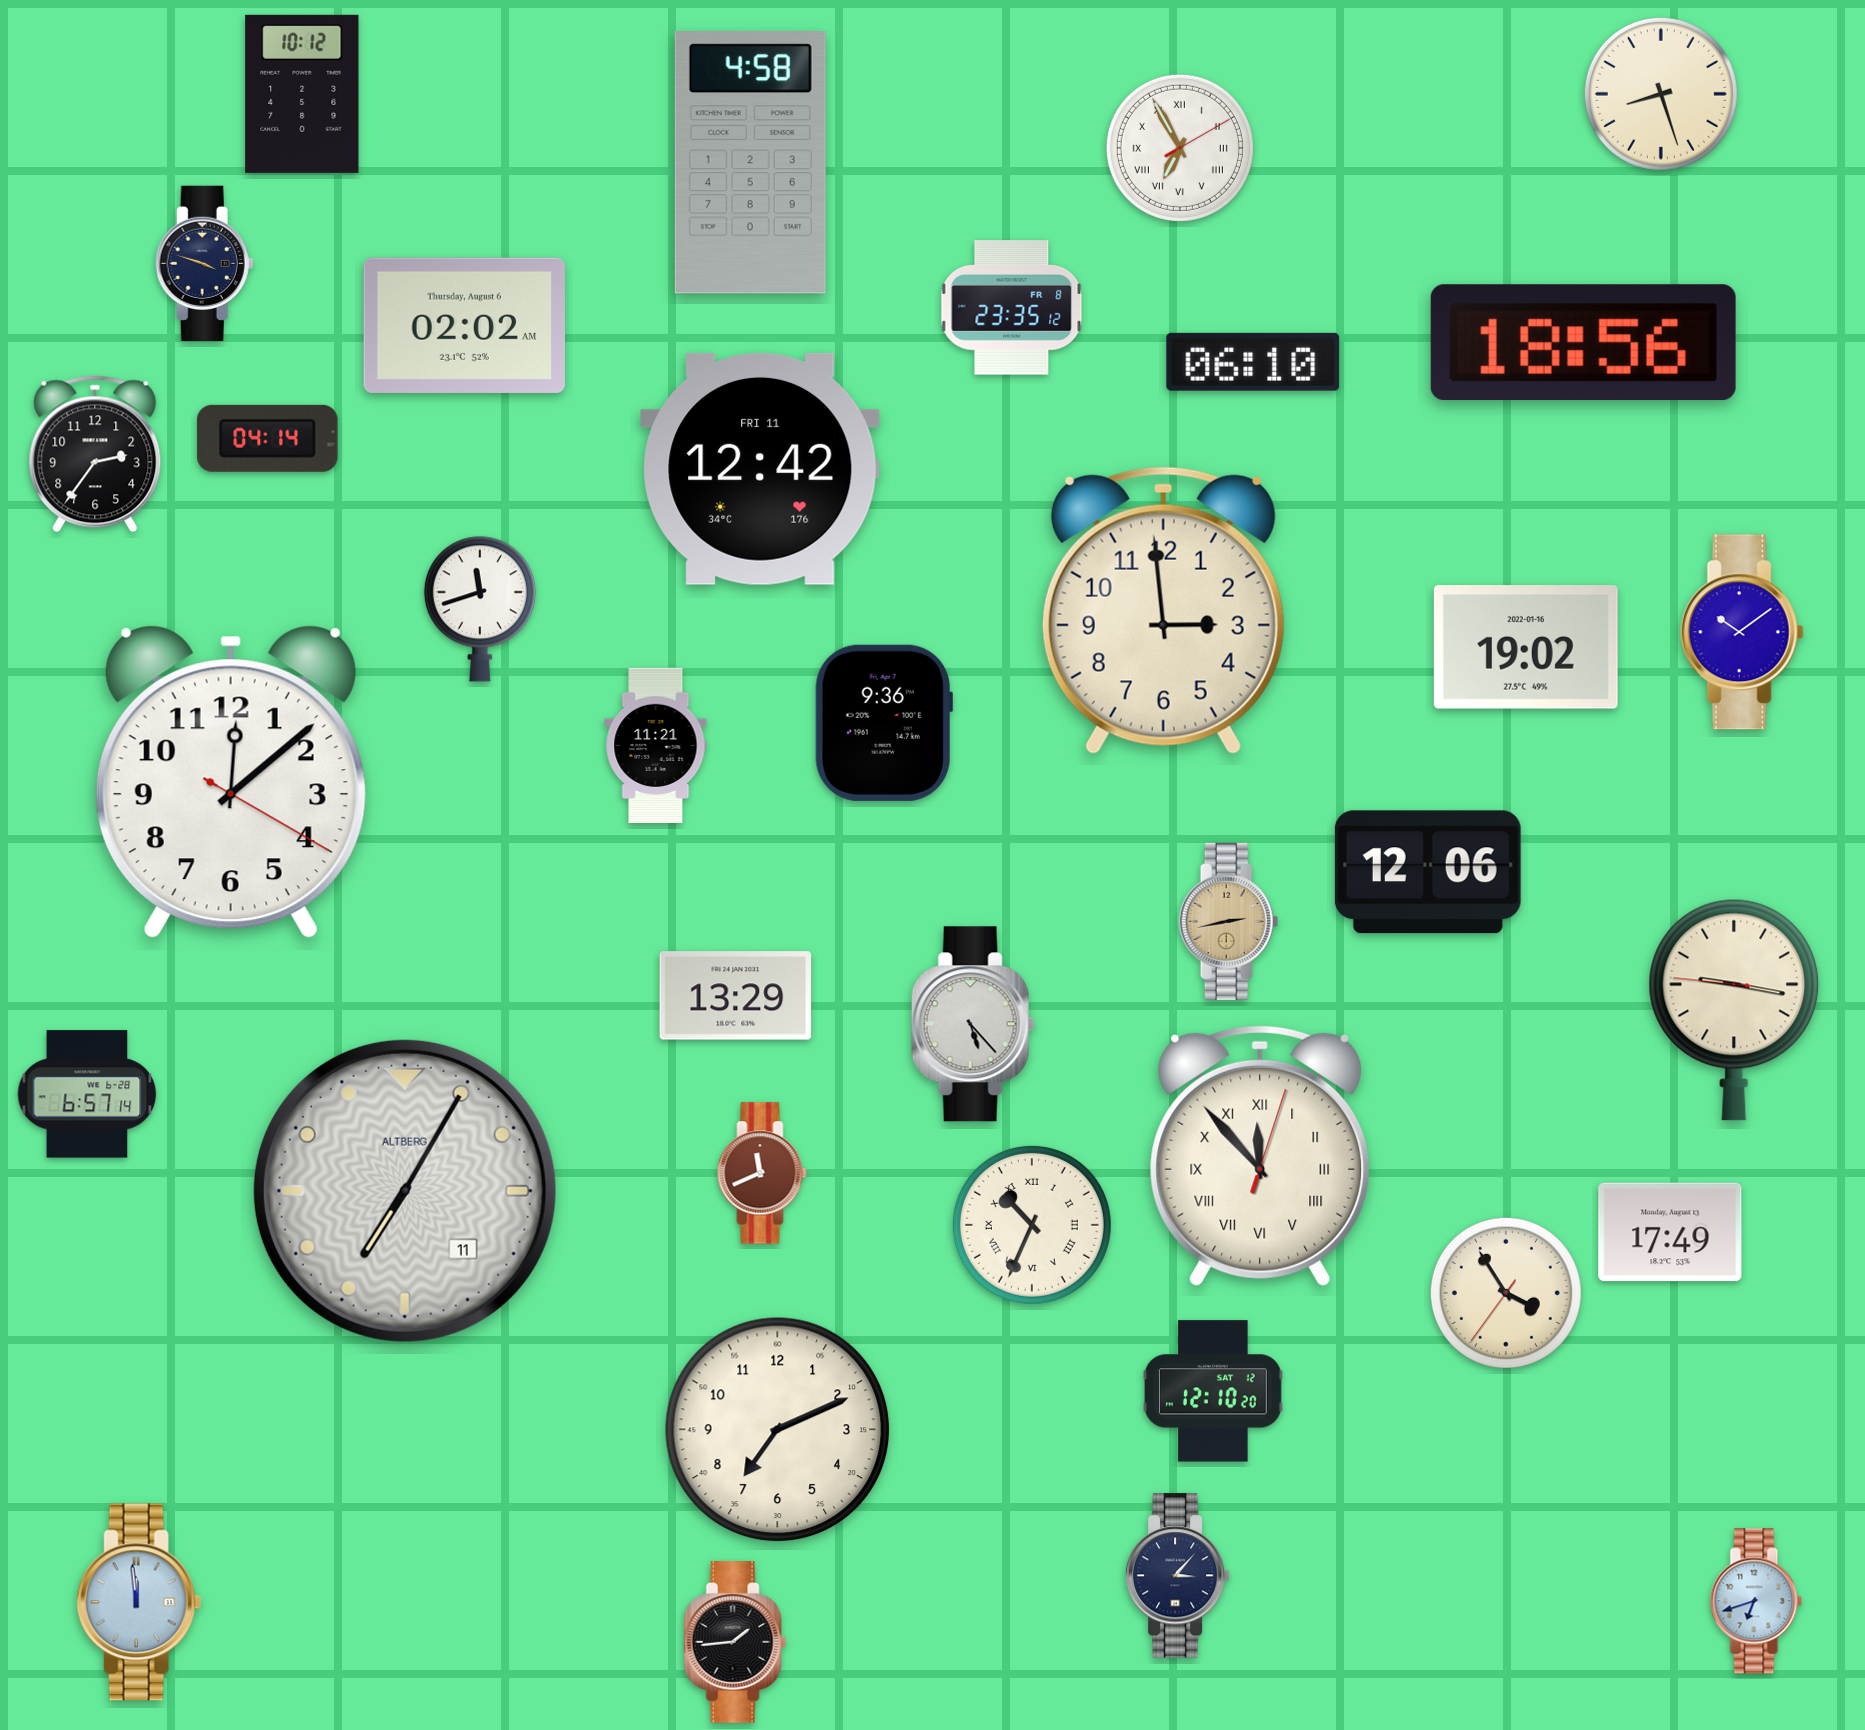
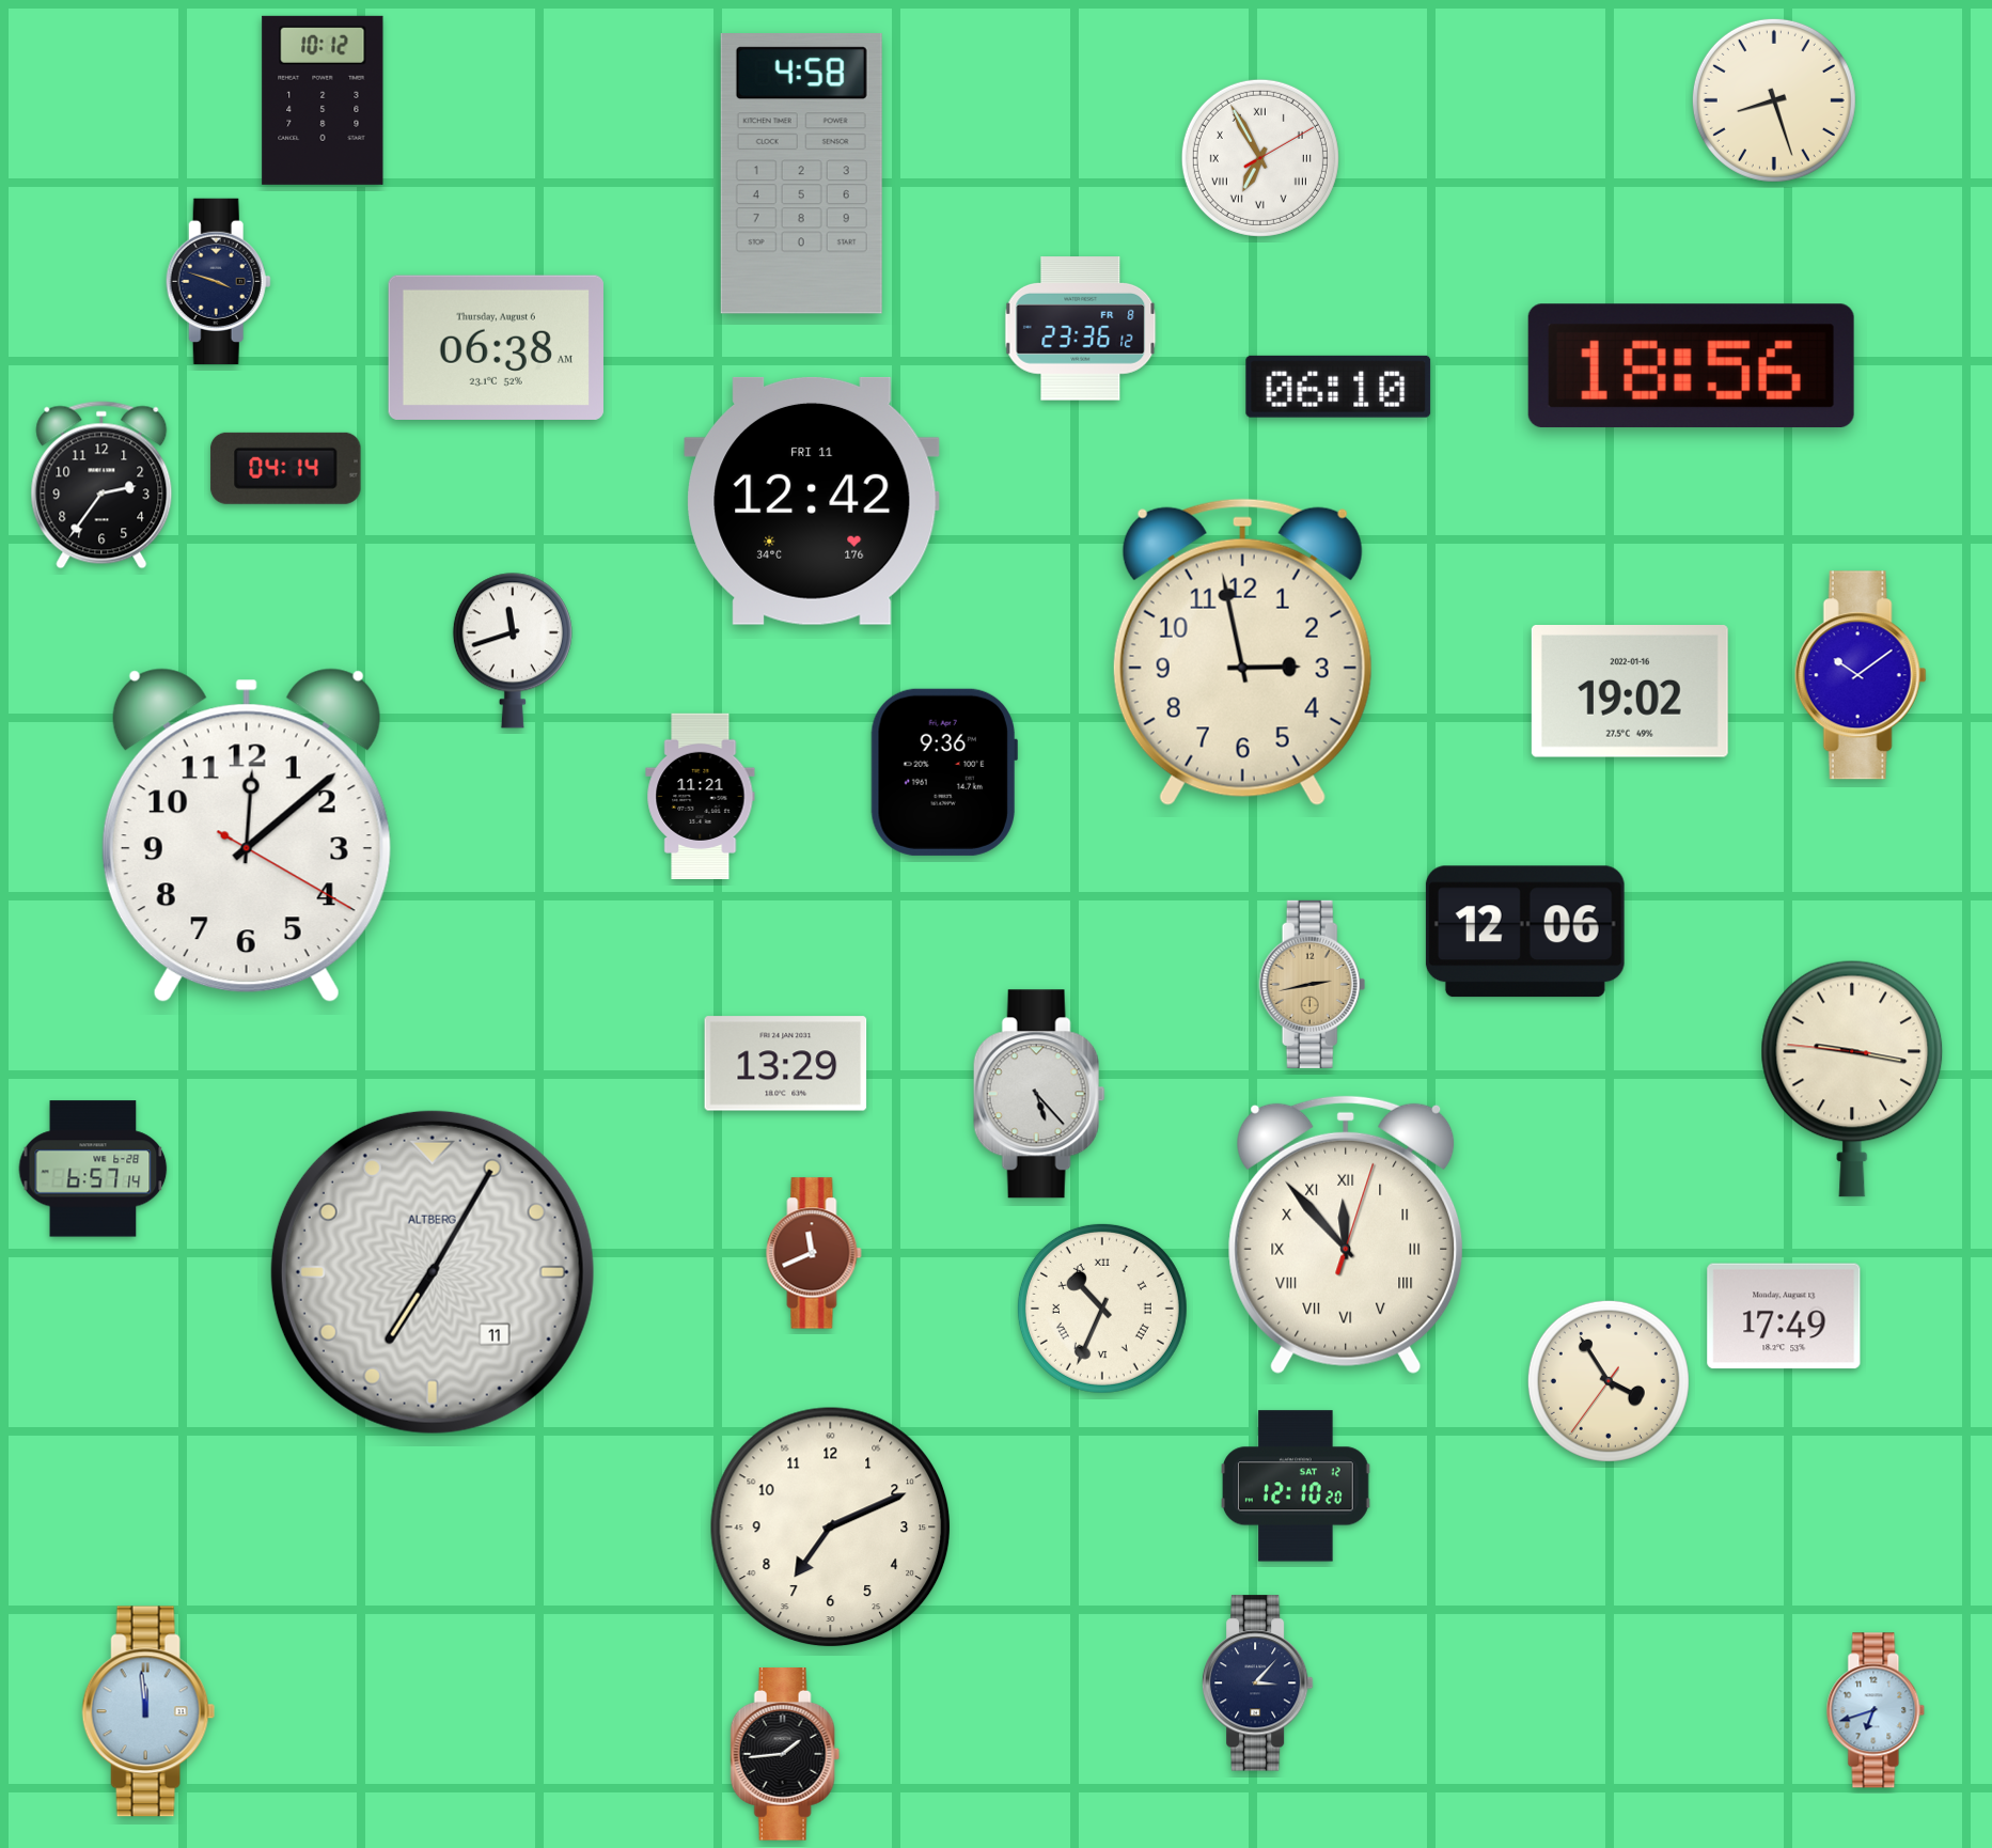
clock at (1012, 308): 23:35 -> 23:36
clock at (464, 325): 02:02 -> 06:38
clock at (1163, 610): 2:59 -> 2:58
